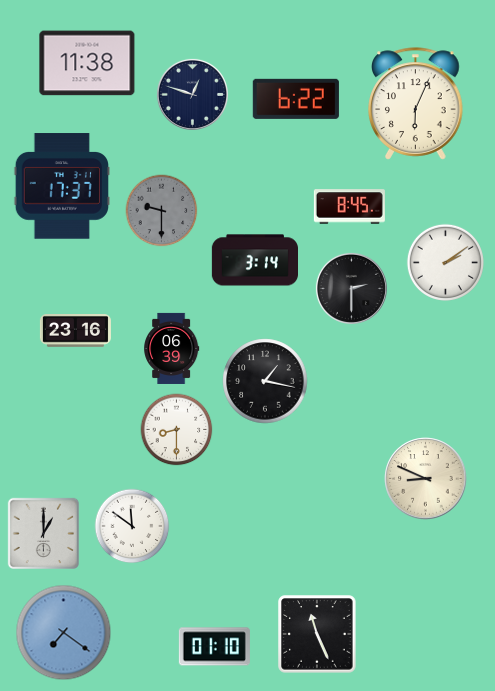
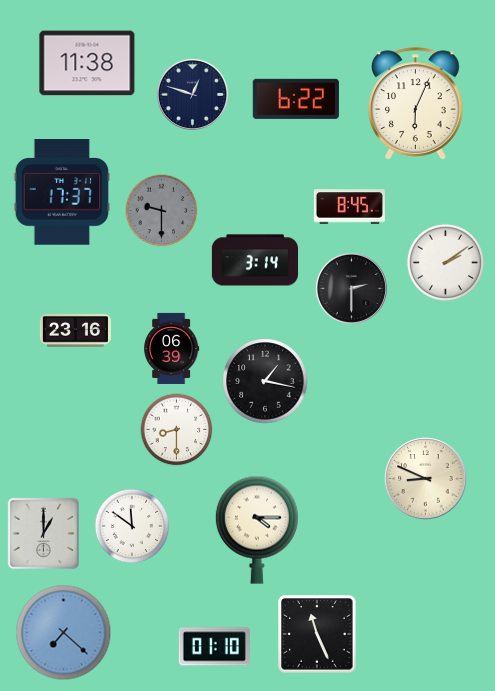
clock at (61, 186) position: (61, 186) -> (61, 192)
clock at (257, 530): none -> 4:15
clock at (64, 633): 7:21 -> 7:22
